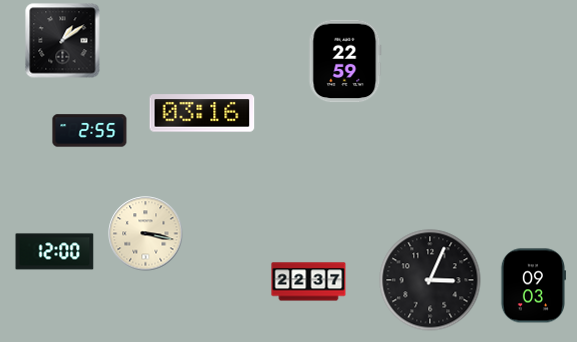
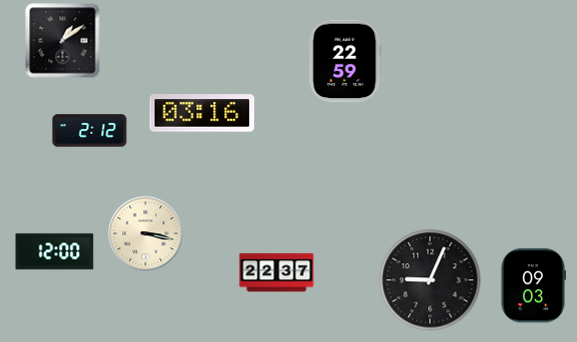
clock at (90, 131): 2:55 -> 2:12
clock at (430, 280): 3:04 -> 9:04
clock at (309, 282) position: (309, 282) -> (277, 273)
